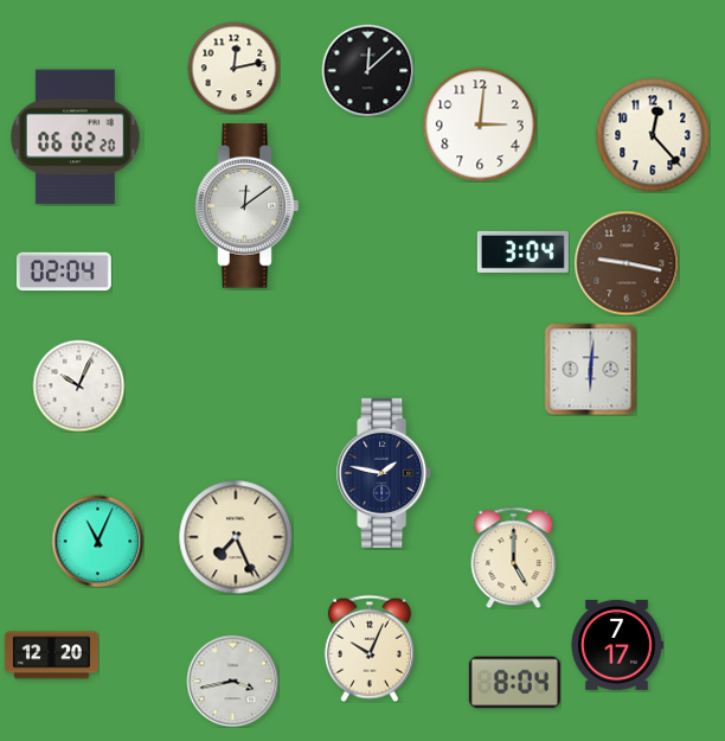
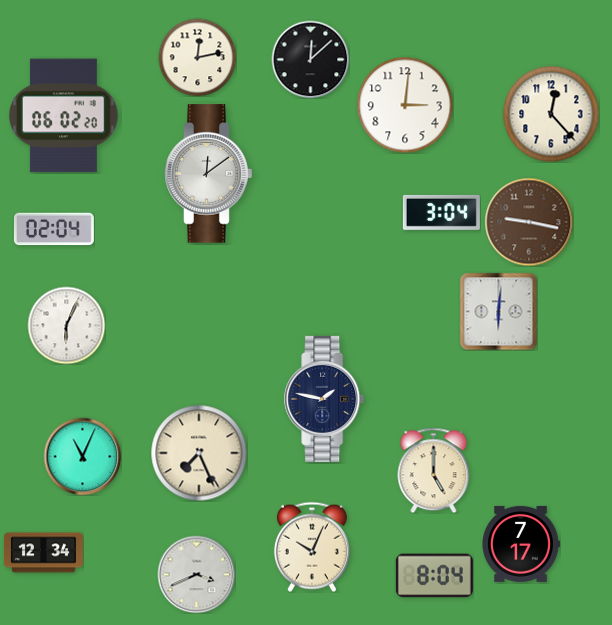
clock at (78, 385): 10:04 -> 6:04
clock at (51, 656): 12:20 -> 12:34
clock at (232, 681): 3:43 -> 3:41
